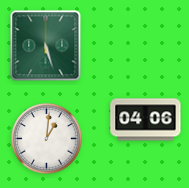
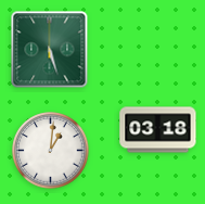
clock at (146, 120): 04:06 -> 03:18
